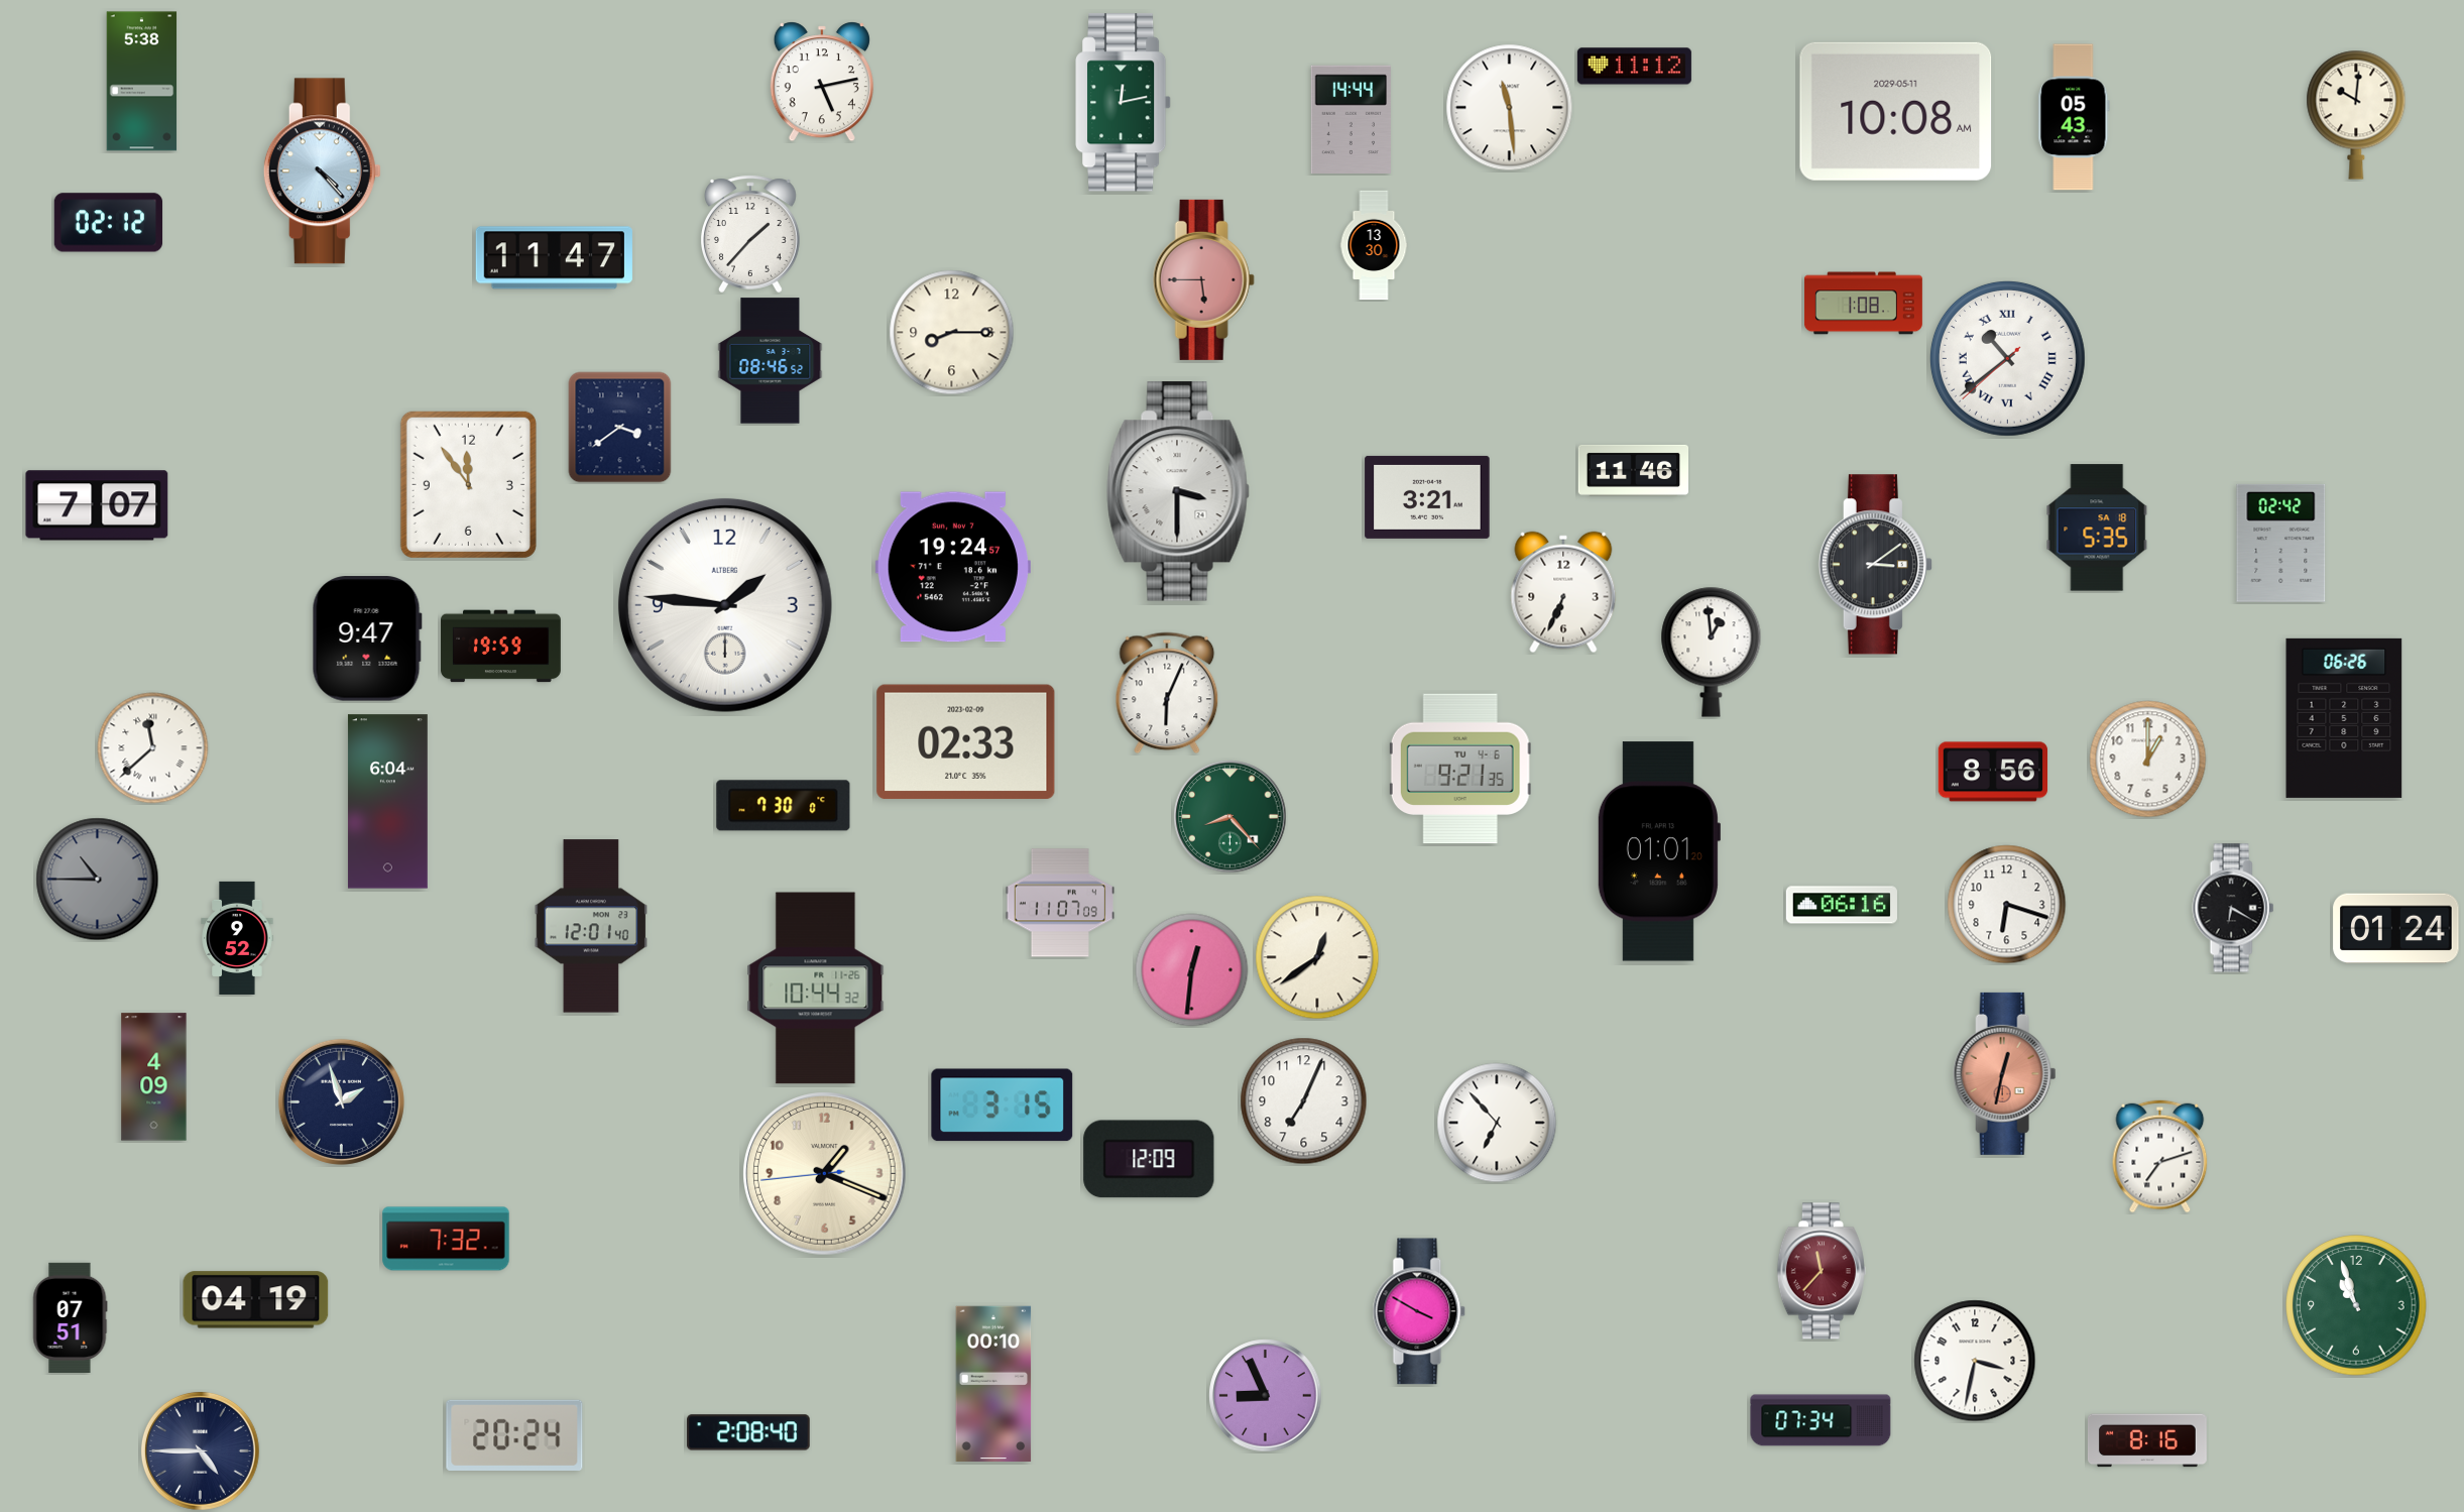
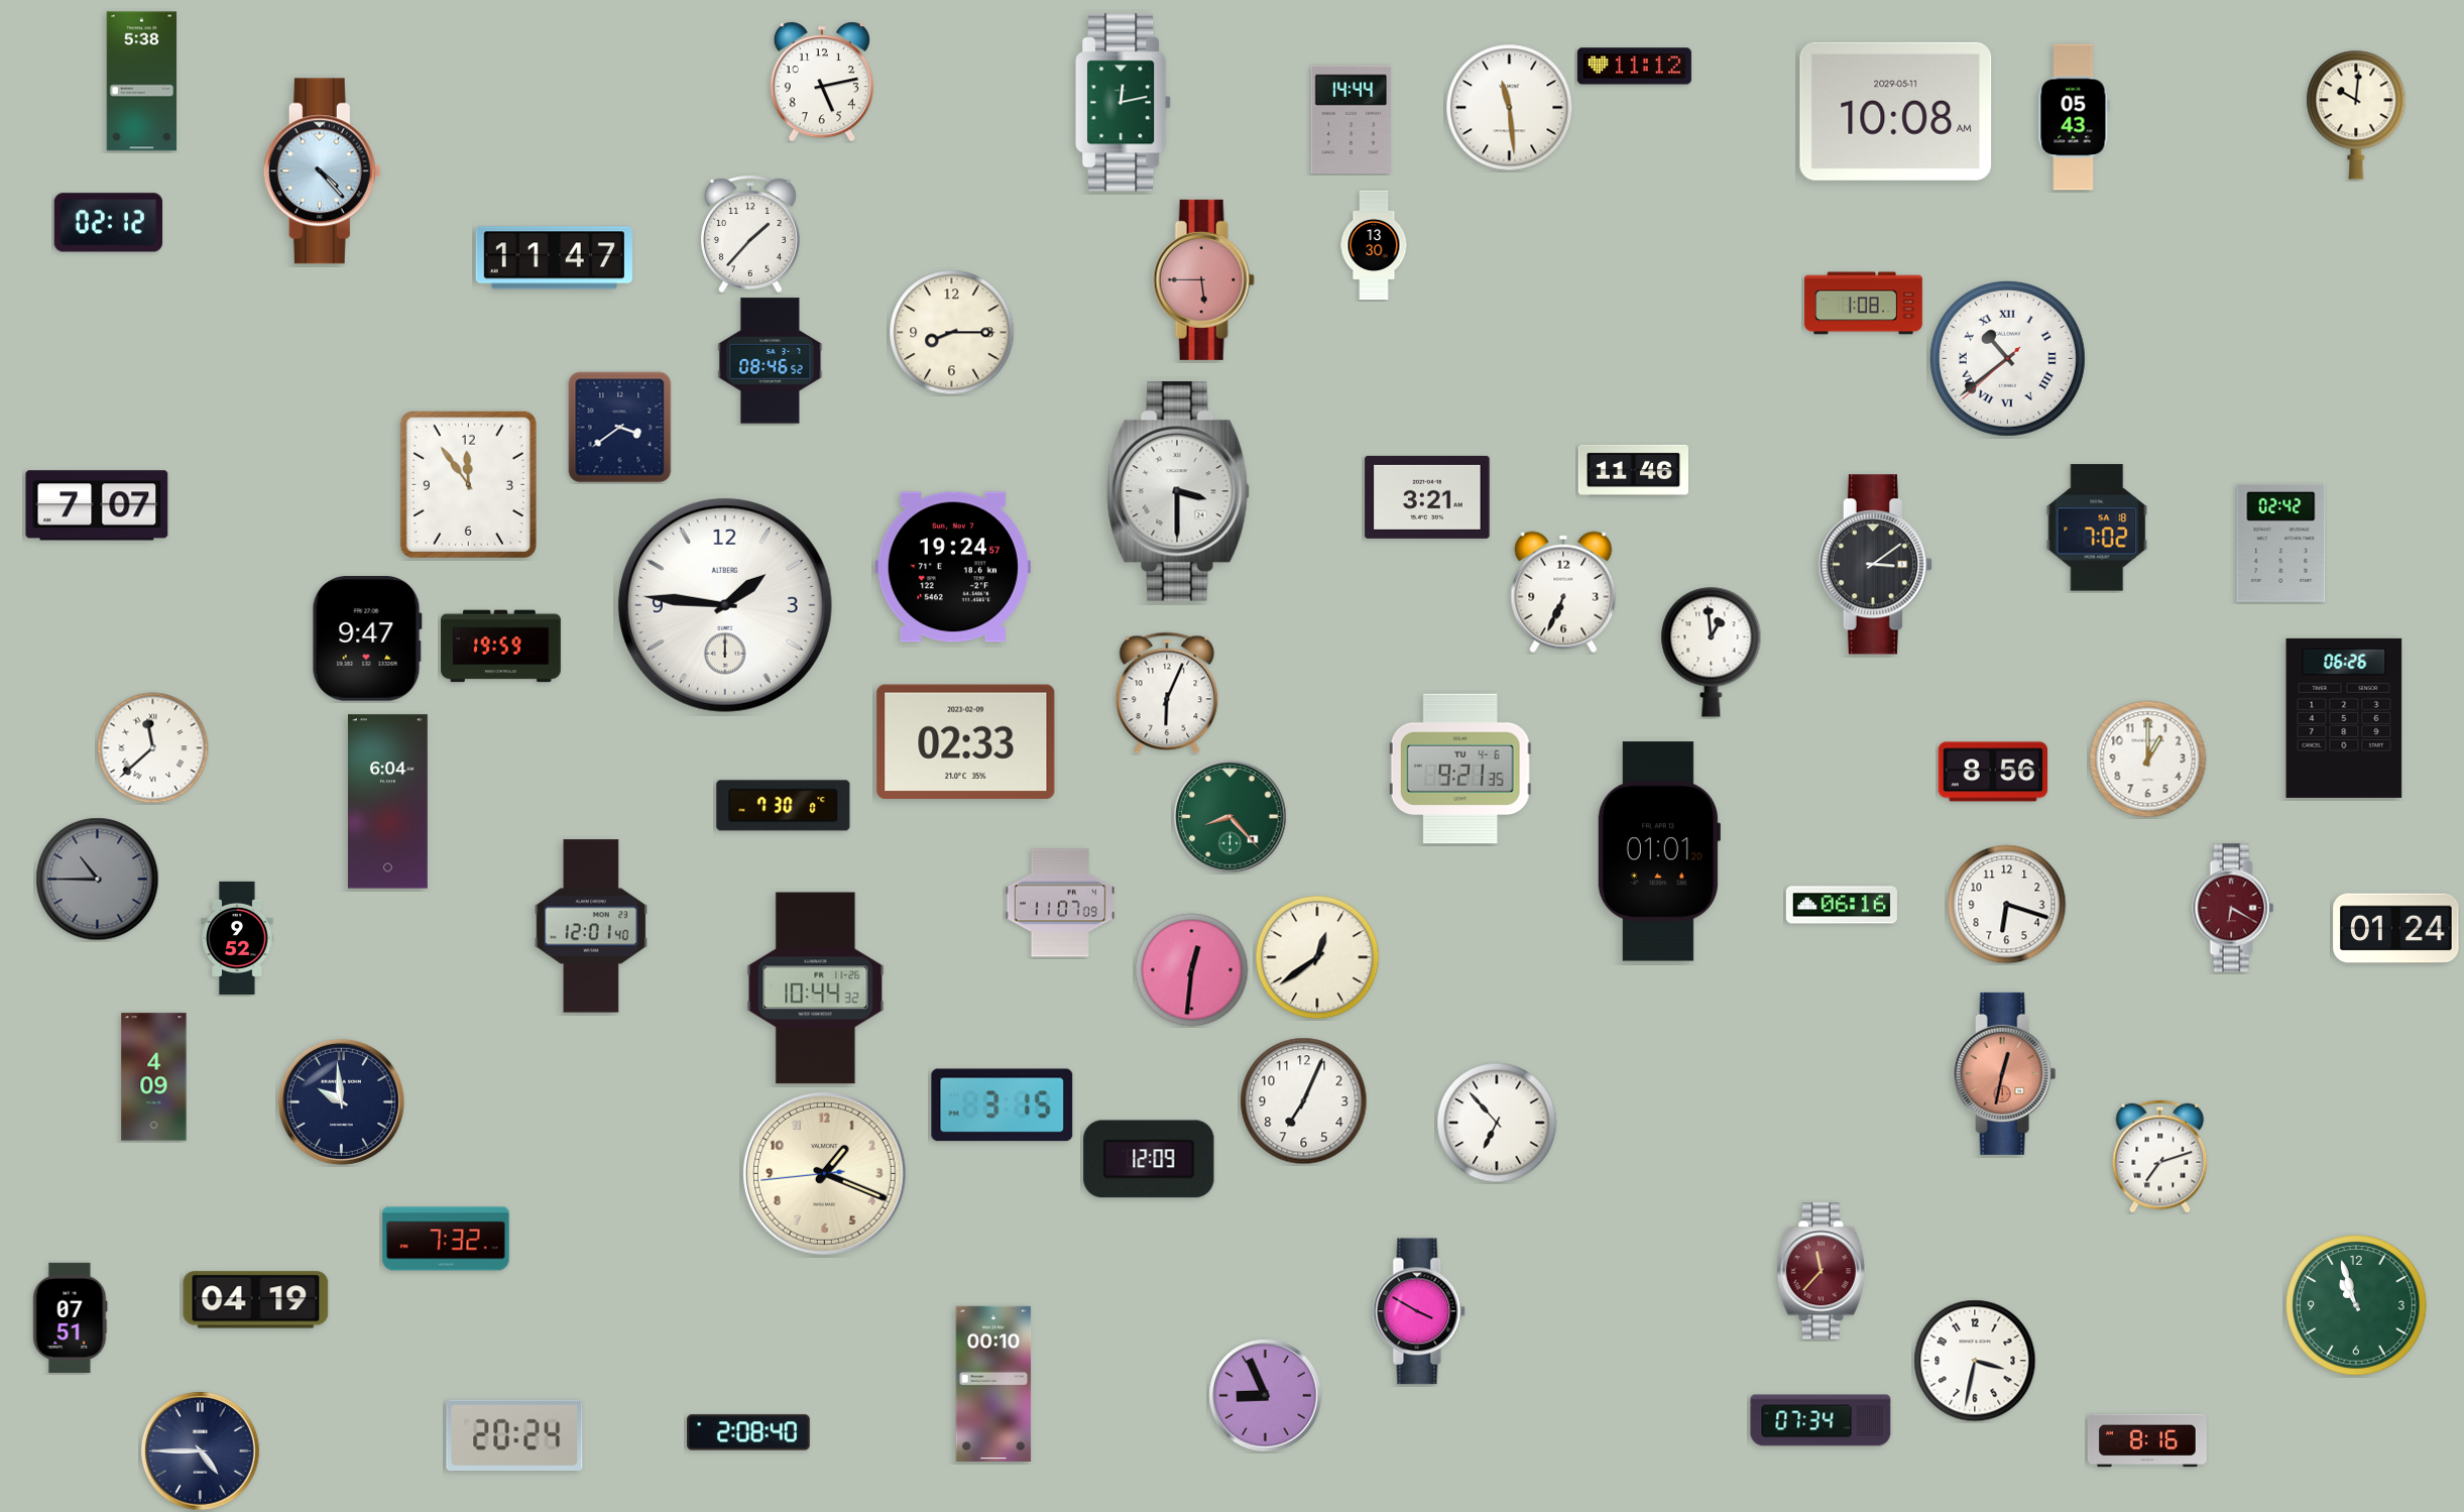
clock at (2097, 528): 5:35 -> 7:02
clock at (2233, 908) dial: black -> burgundy
clock at (341, 1101): 1:57 -> 9:59
